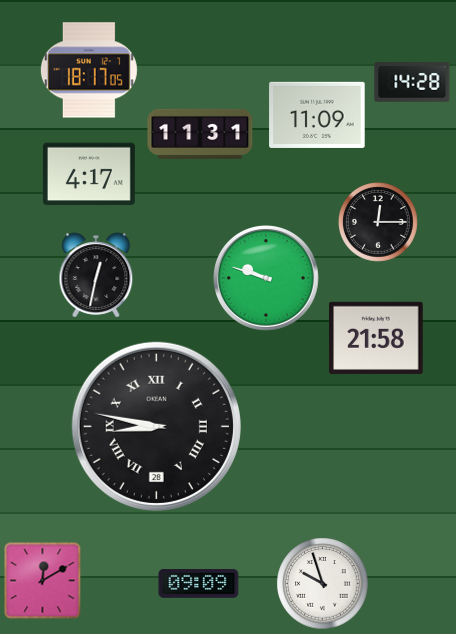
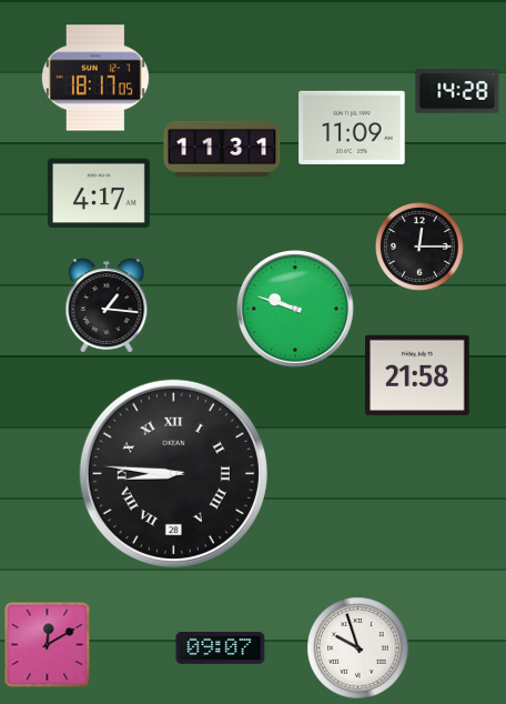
clock at (89, 70) position: (89, 70) -> (95, 78)
clock at (96, 275): 12:32 -> 1:16
clock at (156, 426): 8:47 -> 8:46
clock at (199, 584): 09:09 -> 09:07
